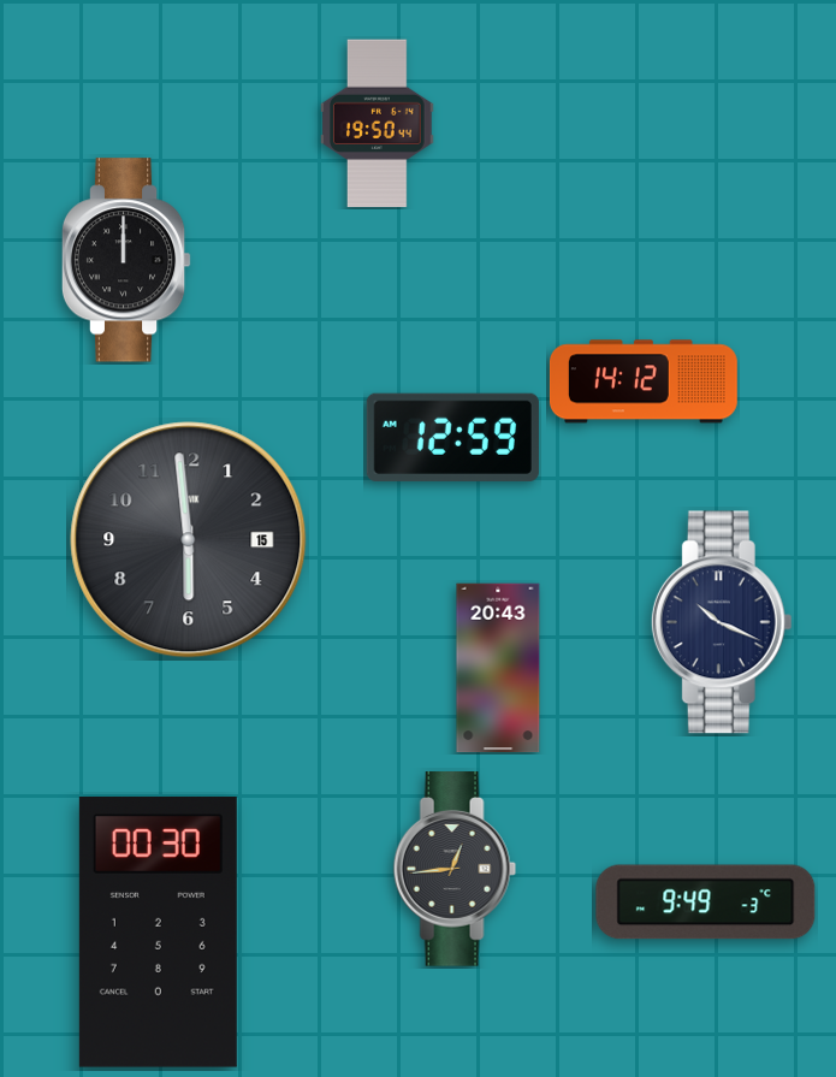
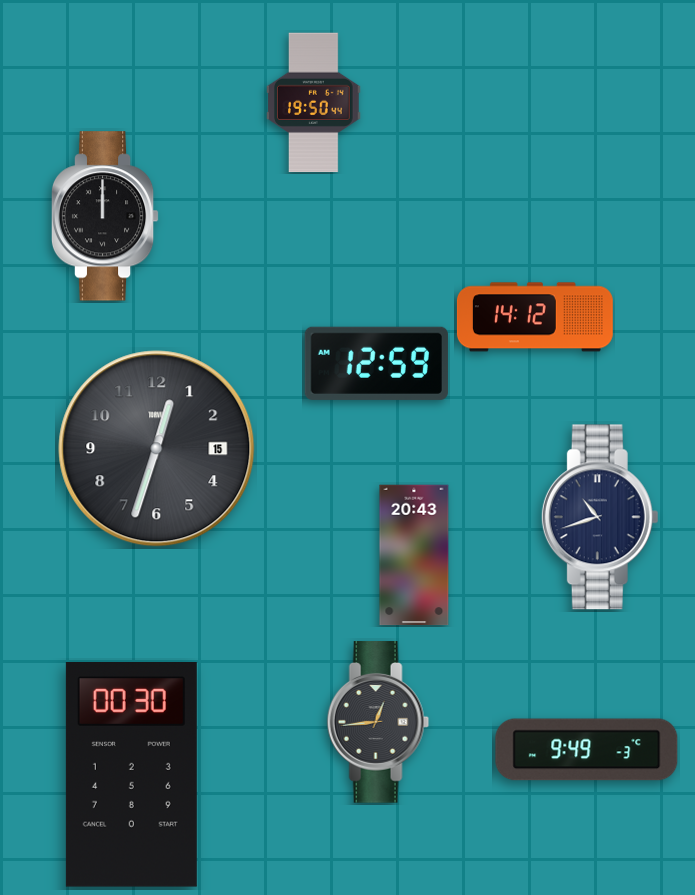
clock at (189, 540): 5:59 -> 12:33
clock at (722, 622): 10:19 -> 10:42
